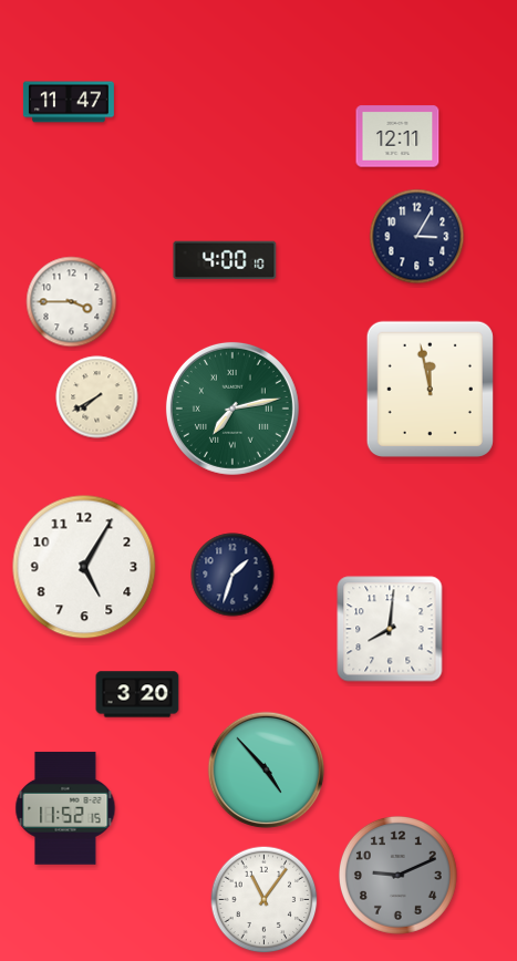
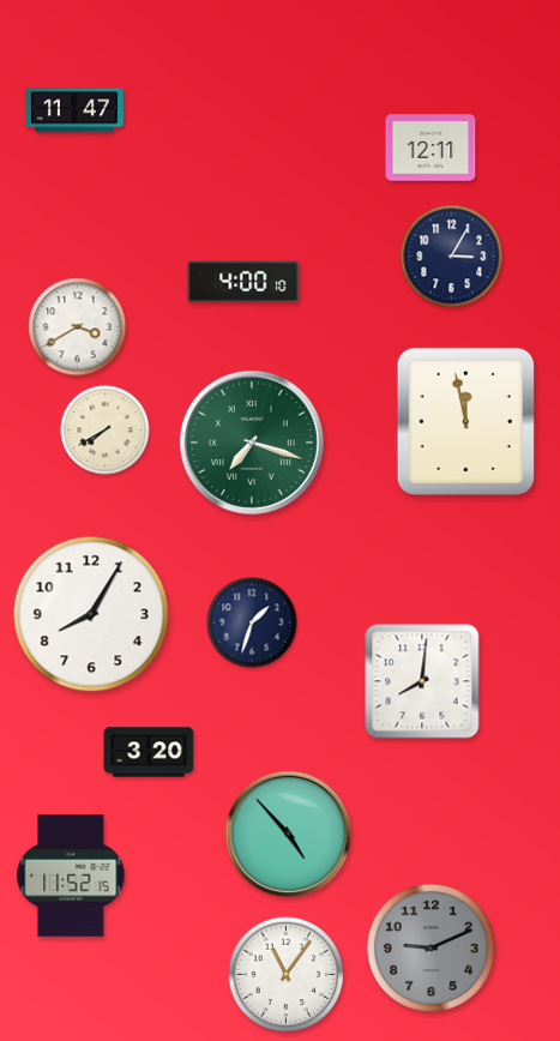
clock at (72, 302): 3:45 -> 3:40
clock at (232, 409): 7:13 -> 7:18
clock at (84, 567): 5:05 -> 8:05
